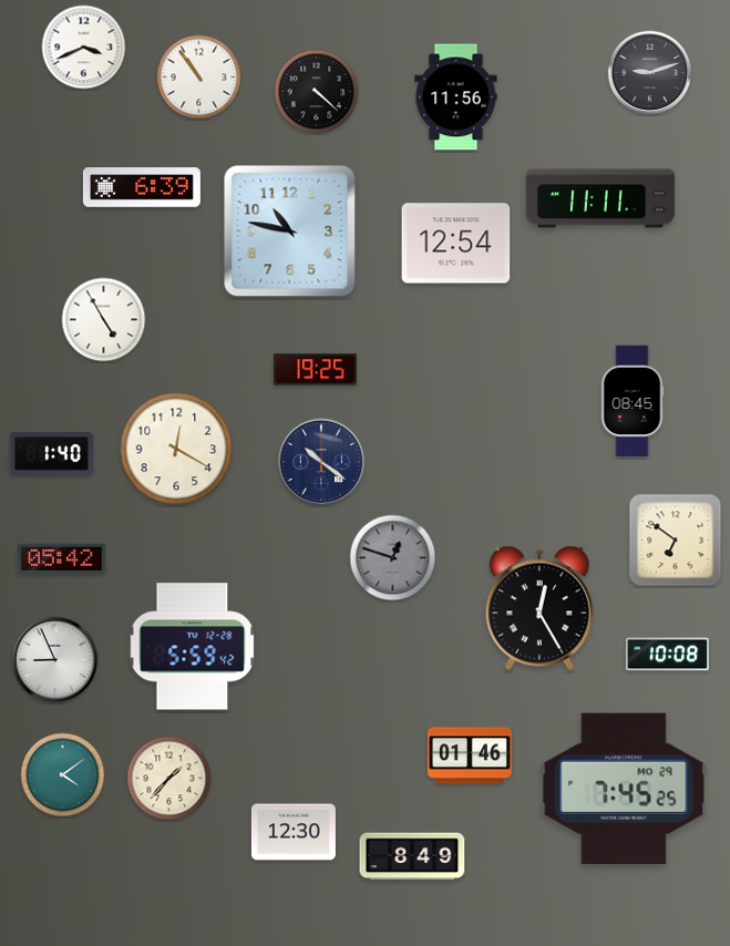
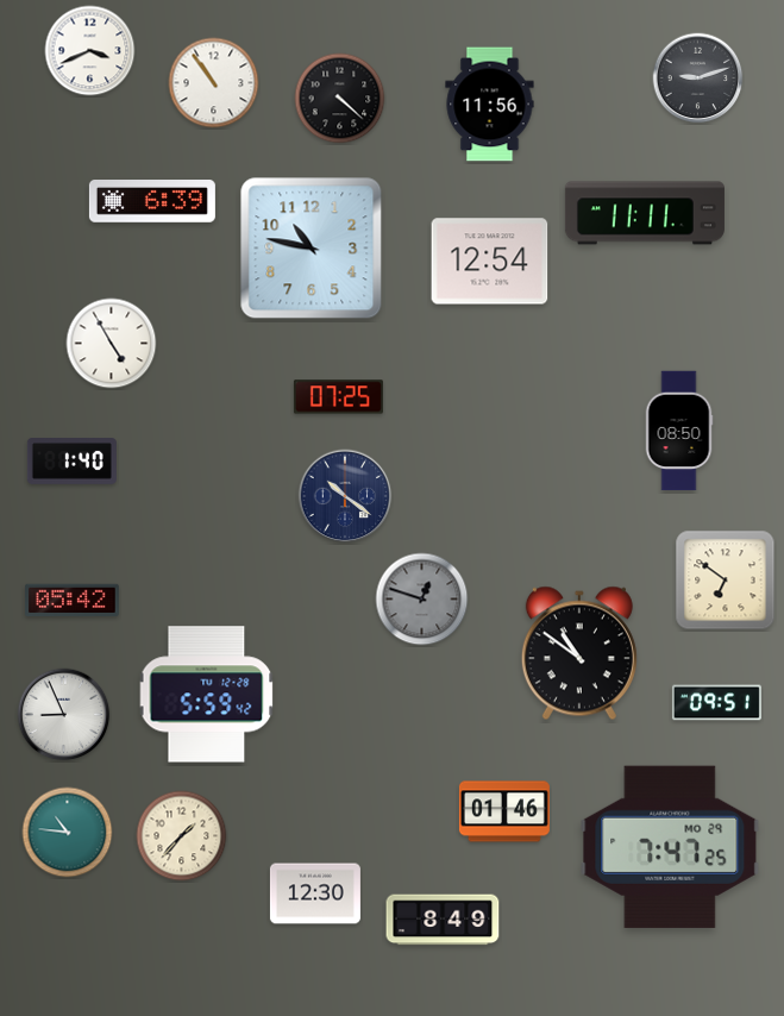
clock at (315, 370): 19:25 -> 07:25
clock at (633, 401): 08:45 -> 08:50
clock at (176, 449): 12:20 -> none
clock at (51, 454) position: (51, 454) -> (71, 462)
clock at (62, 558) position: (62, 558) -> (73, 600)
clock at (539, 608): 12:25 -> 10:51
clock at (667, 655): 10:08 -> 09:51
clock at (55, 660) position: (55, 660) -> (64, 715)
clock at (63, 775): 4:09 -> 10:46
clock at (624, 789): 7:45 -> 7:47
